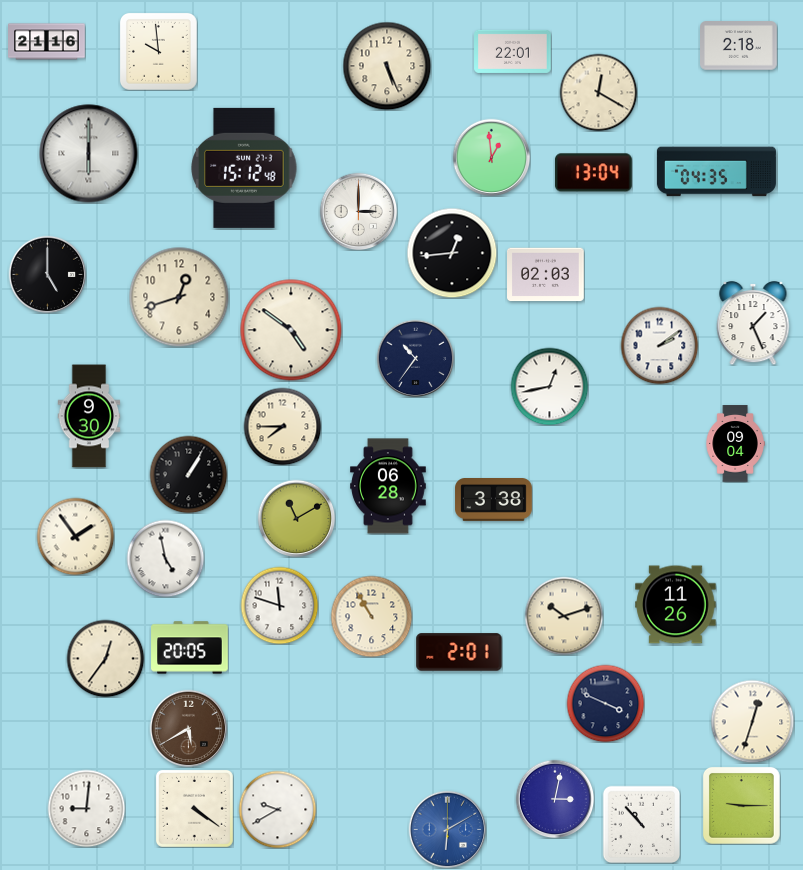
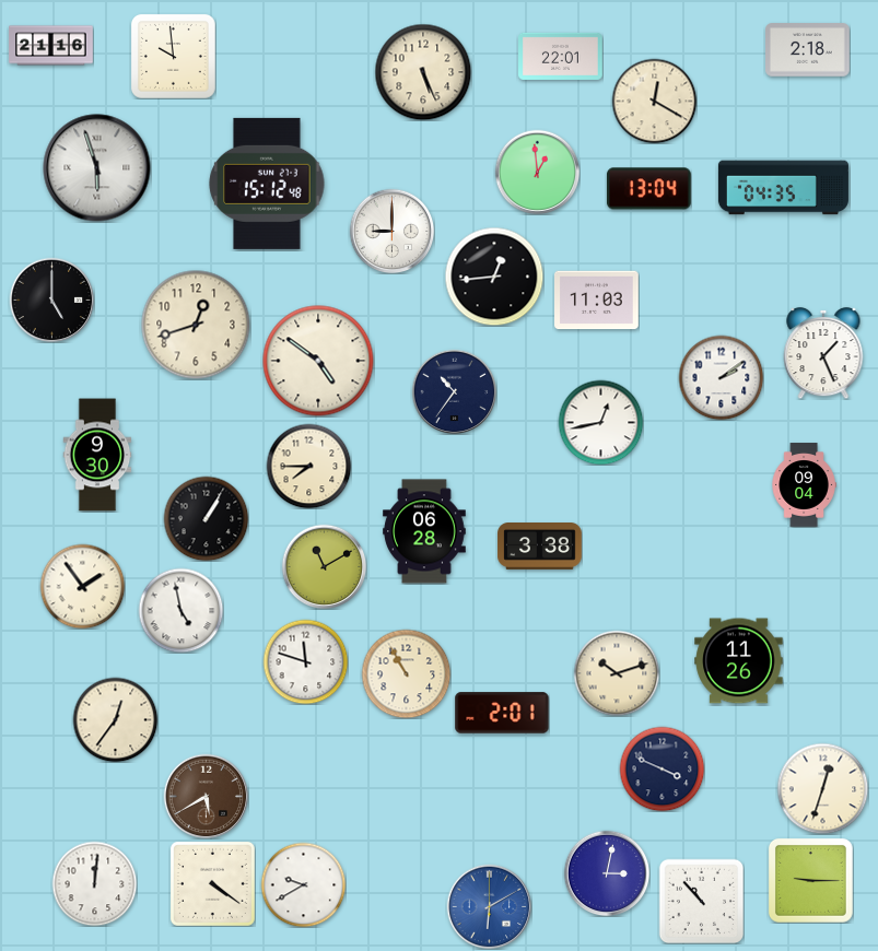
clock at (89, 154): 6:00 -> 5:57
clock at (358, 211): 3:00 -> 9:00
clock at (546, 275): 02:03 -> 11:03
clock at (190, 648): 20:05 -> none
clock at (86, 808): 9:01 -> 12:01
